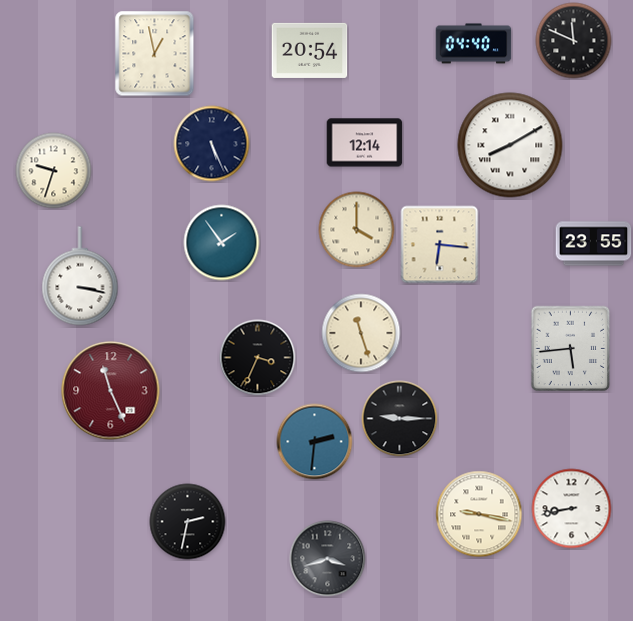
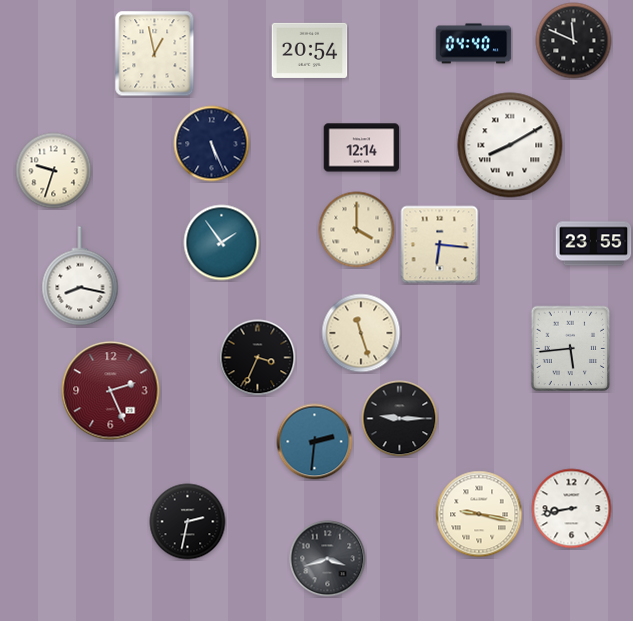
clock at (365, 143) position: (365, 143) -> (362, 148)
clock at (80, 276): 3:17 -> 8:17
clock at (111, 391): 11:26 -> 2:26
